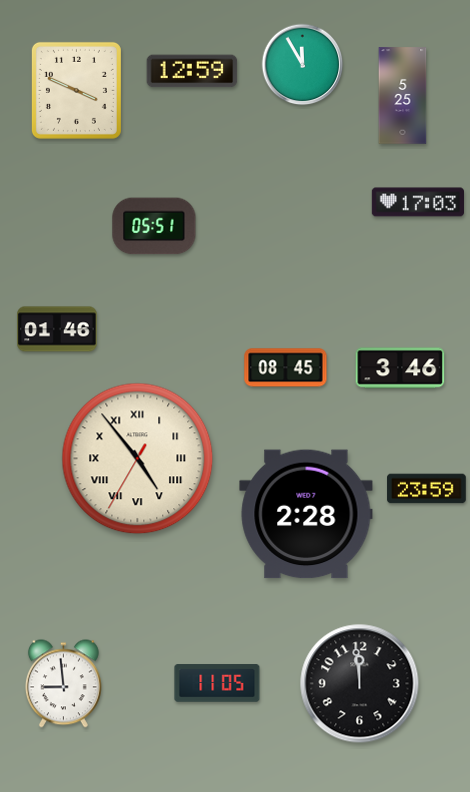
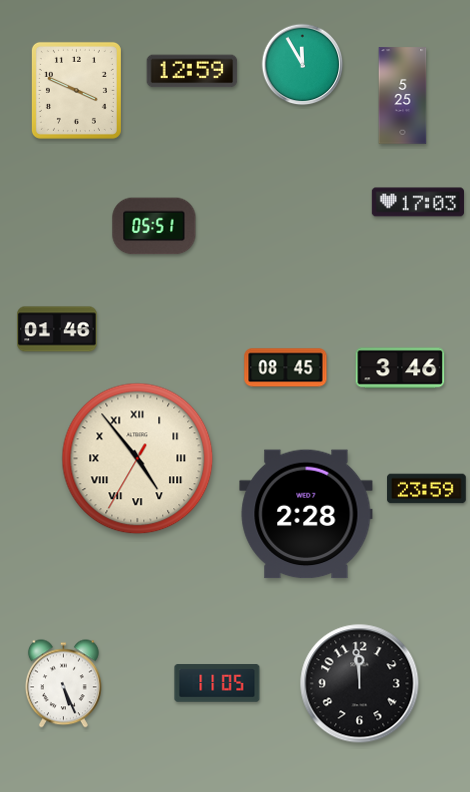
clock at (63, 684): 8:59 -> 5:26
